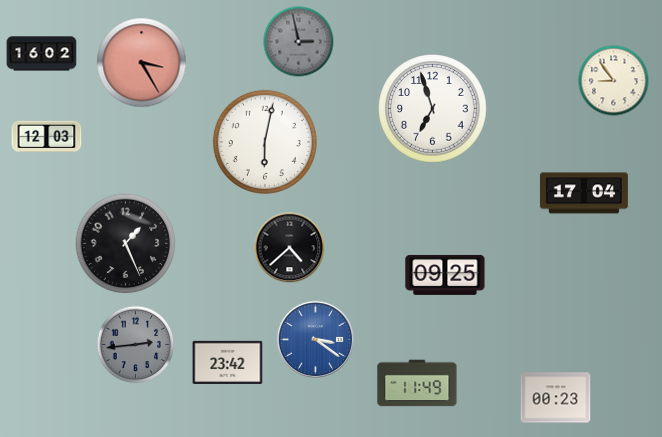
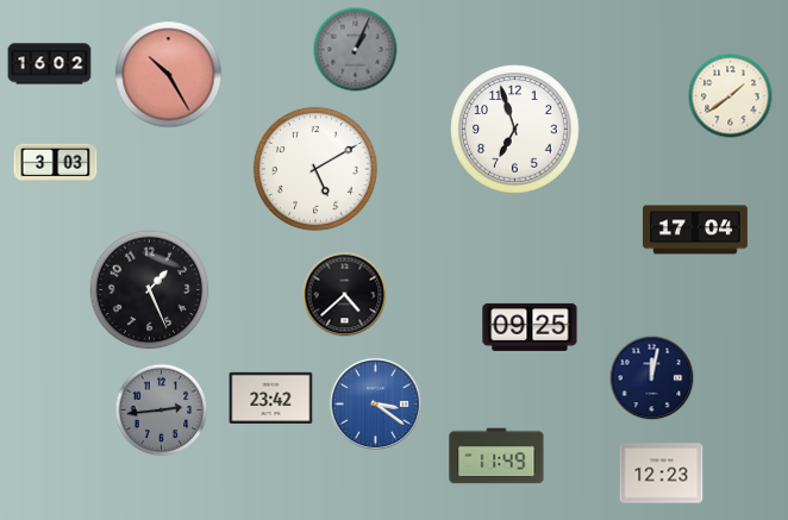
clock at (299, 42): 2:58 -> 1:04
clock at (142, 63): 3:25 -> 10:25
clock at (614, 81): 8:54 -> 1:39
clock at (47, 137): 12:03 -> 3:03
clock at (265, 142): 6:02 -> 5:10
clock at (652, 378): none -> 12:02
clock at (228, 362) position: (228, 362) -> (271, 397)
clock at (556, 398): 00:23 -> 12:23
